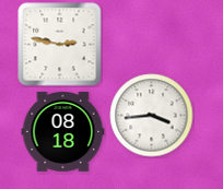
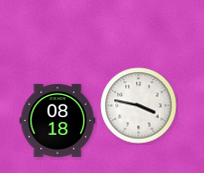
clock at (60, 45): 2:47 -> none
clock at (152, 116): 3:44 -> 3:47
